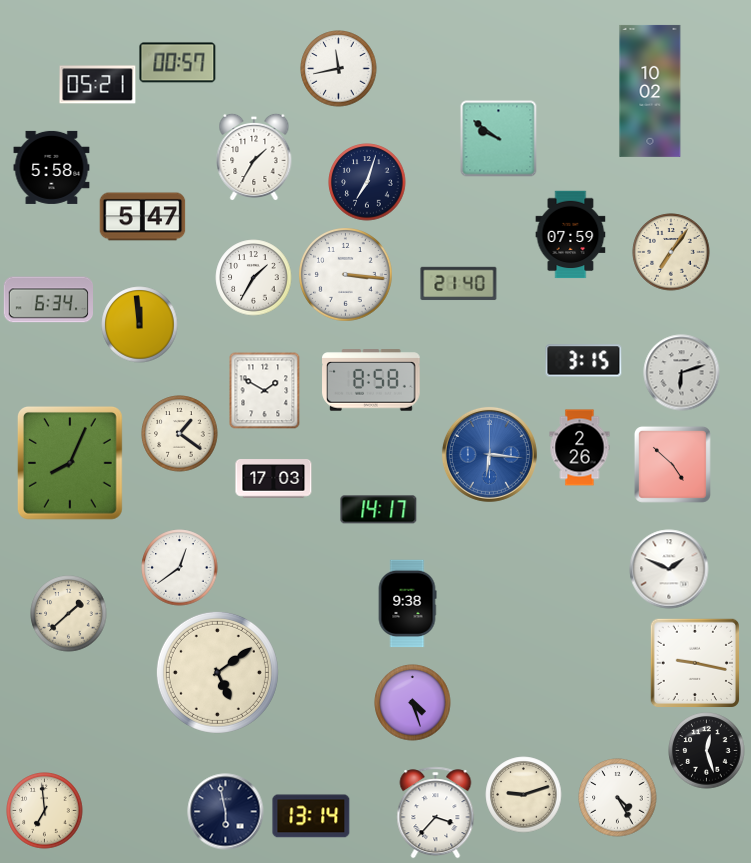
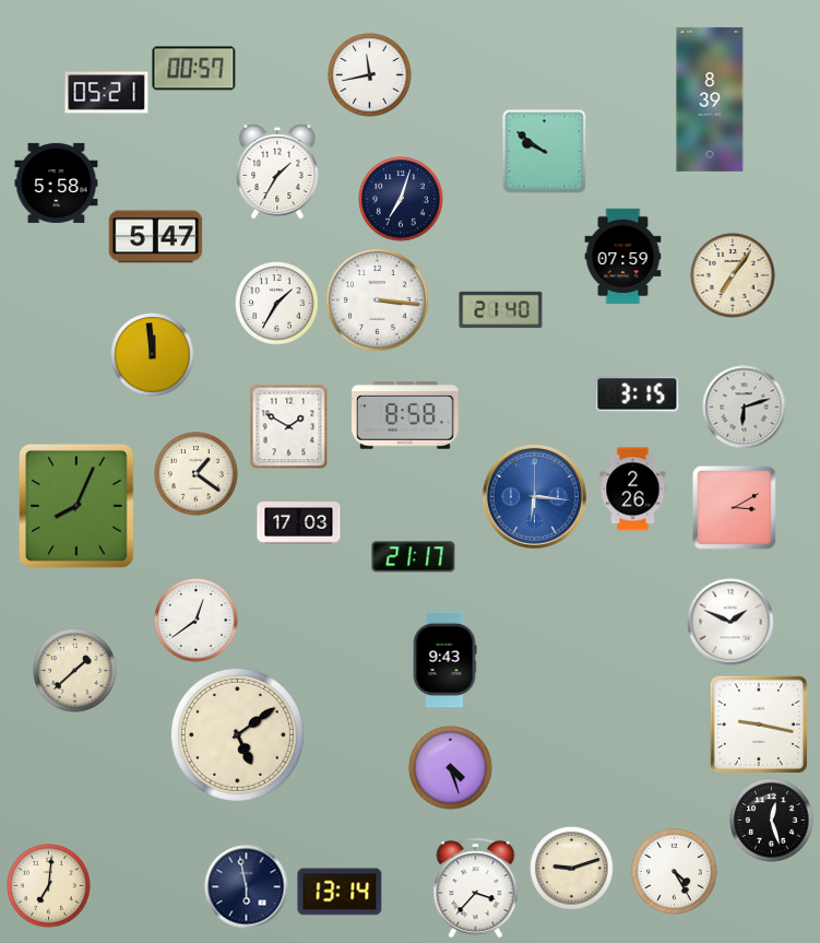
clock at (650, 91): 10:02 -> 8:39
clock at (48, 300): 6:34 -> none
clock at (672, 464): 4:52 -> 3:10
clock at (379, 510): 14:17 -> 21:17
clock at (407, 604): 9:38 -> 9:43
clock at (45, 811): 6:59 -> 7:01
